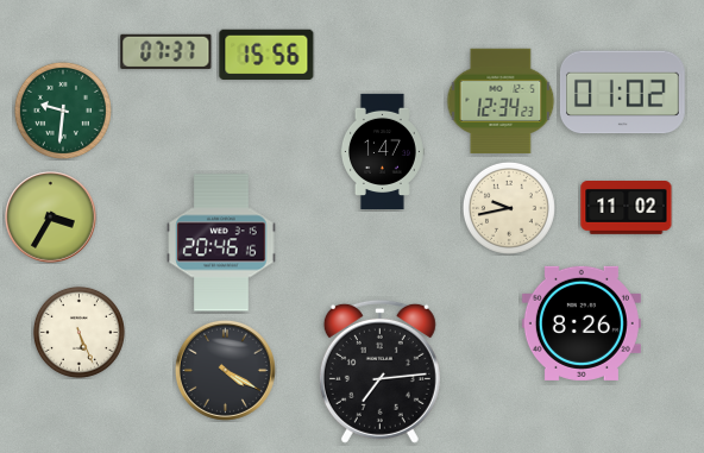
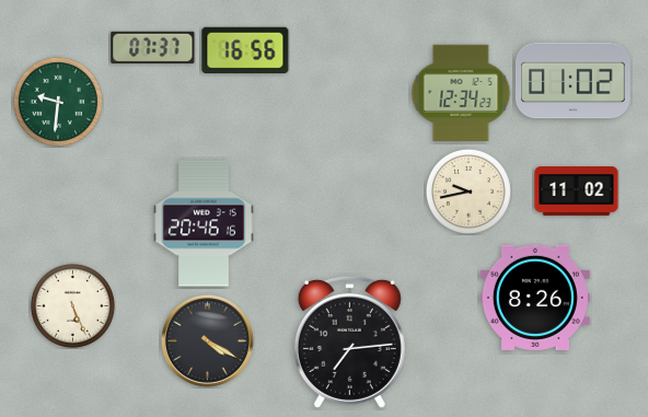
clock at (266, 54): 15:56 -> 16:56
clock at (623, 93) position: (623, 93) -> (574, 81)
clock at (382, 151): 1:47 -> none
clock at (51, 218): 3:35 -> none
